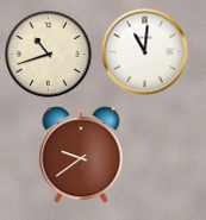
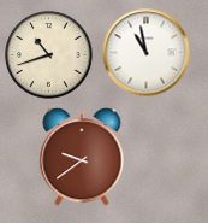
clock at (145, 52): 11:01 -> 10:58
